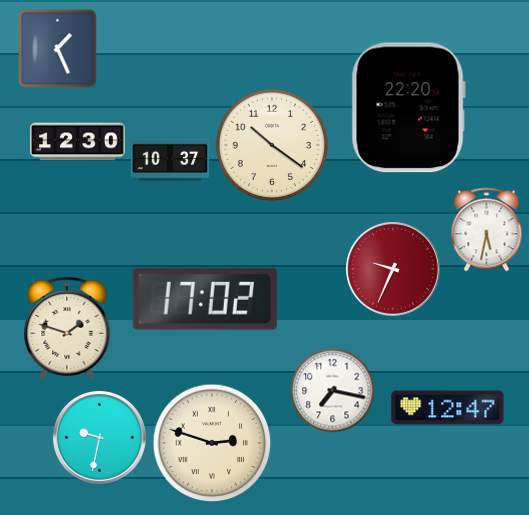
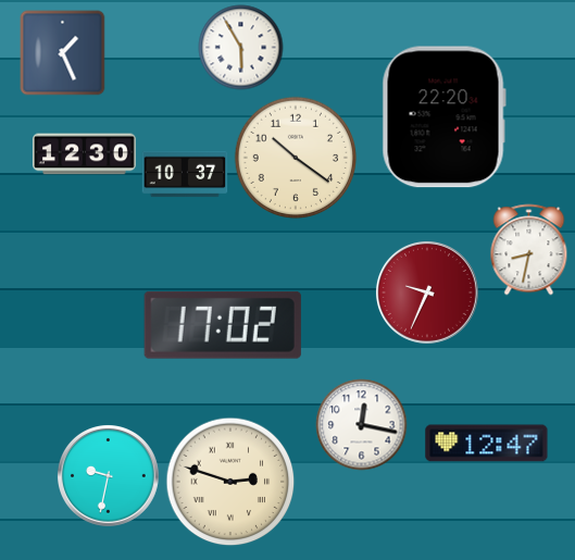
clock at (240, 47): none -> 5:55
clock at (487, 229): 5:32 -> 8:32
clock at (67, 328): 1:48 -> none
clock at (332, 390): 7:17 -> 12:17
